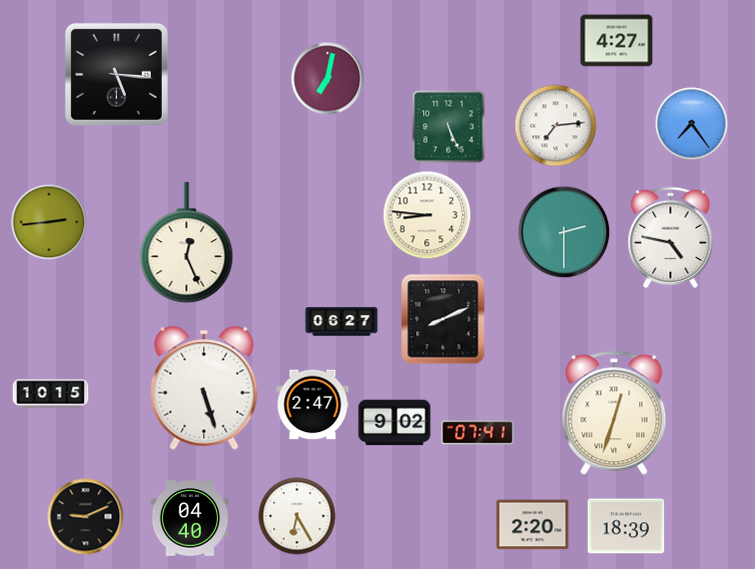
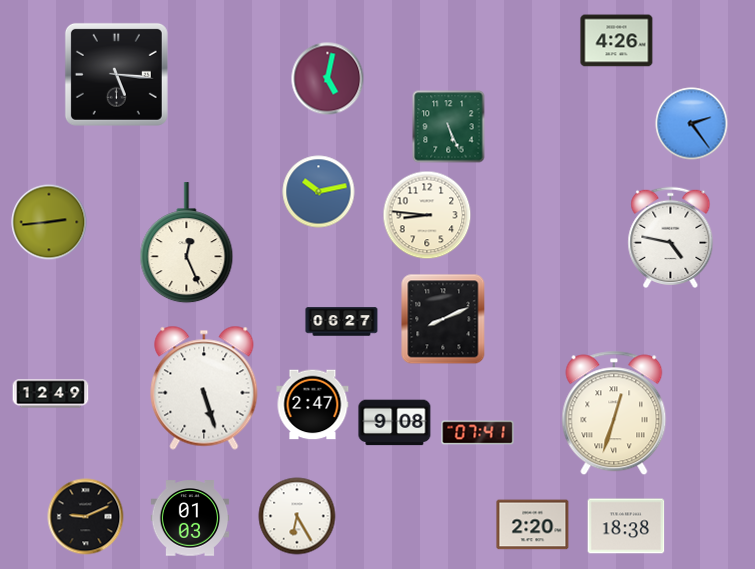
clock at (617, 41): 4:27 -> 4:26
clock at (328, 79): 7:02 -> 5:02
clock at (692, 124): 7:24 -> 2:24
clock at (556, 126): 7:14 -> none
clock at (319, 192): none -> 10:13
clock at (564, 232): 2:30 -> none
clock at (51, 394): 10:15 -> 12:49
clock at (395, 423): 9:02 -> 9:08
clock at (190, 518): 04:40 -> 01:03
clock at (626, 526): 18:39 -> 18:38
